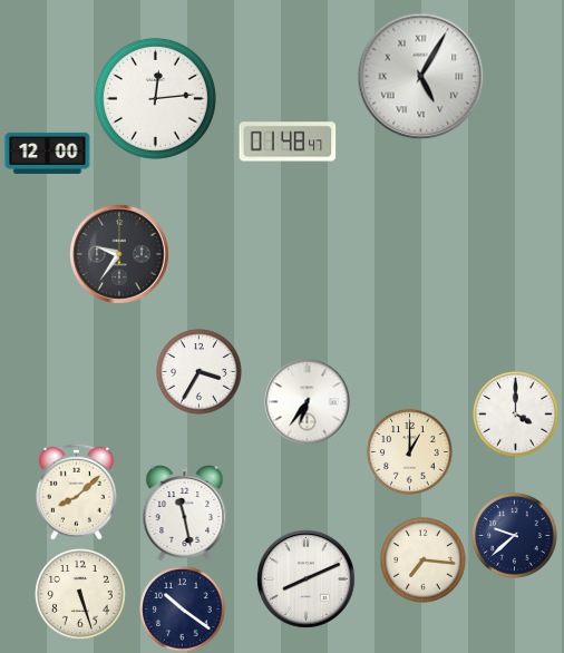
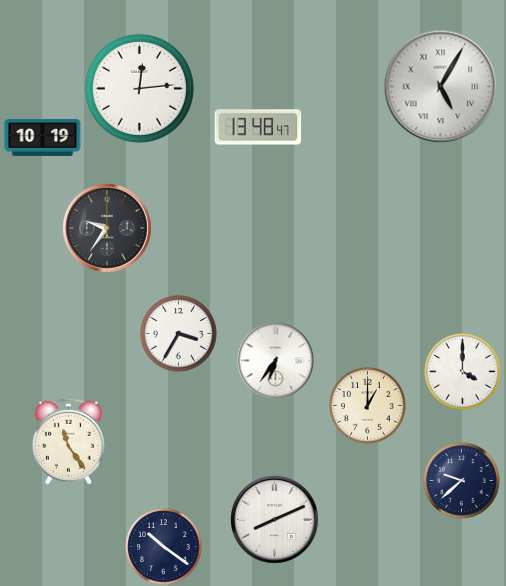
clock at (421, 77) position: (421, 77) -> (441, 87)
clock at (288, 142): 01:48 -> 13:48
clock at (48, 153): 12:00 -> 10:19
clock at (76, 491): 8:08 -> 11:24
clock at (185, 514): 11:28 -> none
clock at (424, 561): 7:16 -> none
clock at (80, 594): 5:27 -> none
